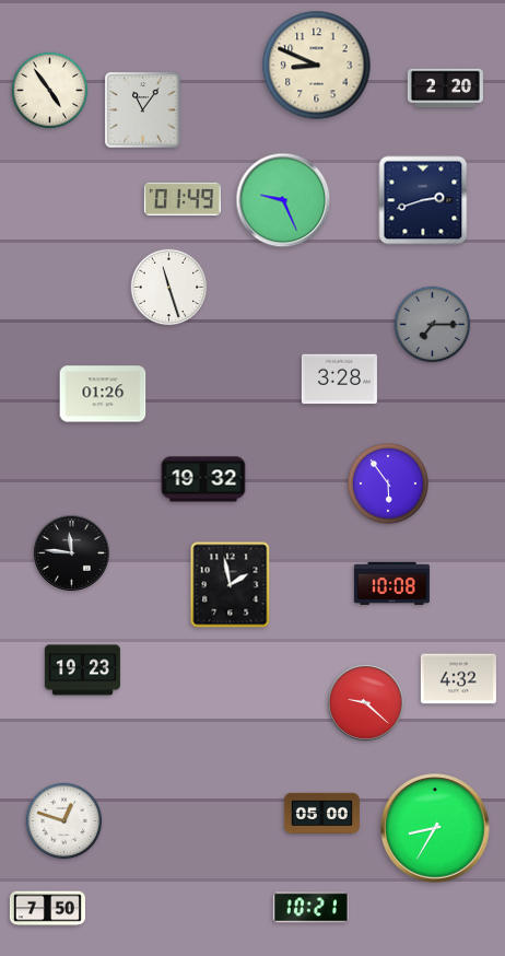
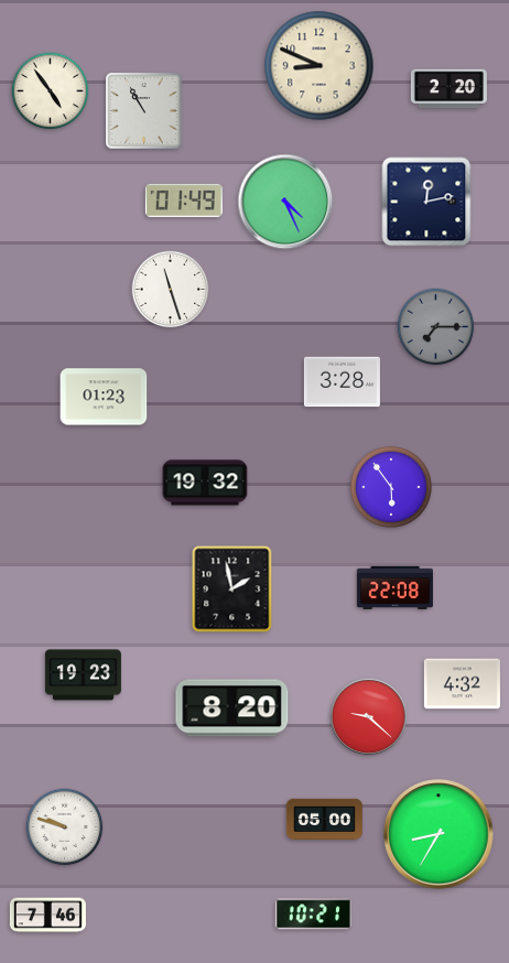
clock at (143, 110): 11:06 -> 10:55
clock at (283, 200): 9:26 -> 4:26
clock at (423, 200): 2:42 -> 12:13
clock at (103, 394): 01:26 -> 01:23
clock at (72, 553): 11:46 -> none
clock at (391, 583): 10:08 -> 22:08
clock at (232, 708): none -> 8:20
clock at (366, 703) position: (366, 703) -> (369, 717)
clock at (64, 821): 12:48 -> 9:48
clock at (47, 909): 7:50 -> 7:46
